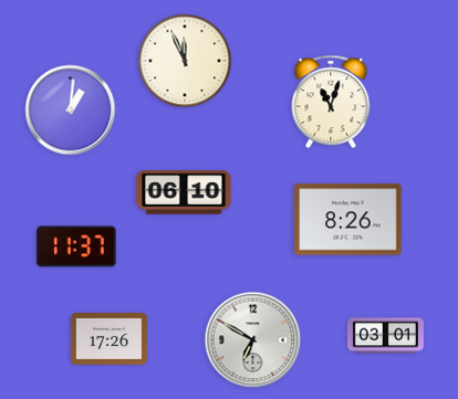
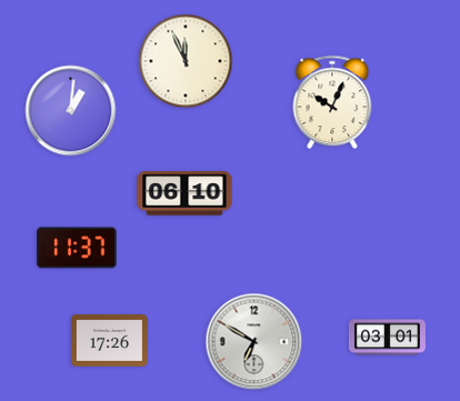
clock at (331, 102): 11:03 -> 10:04
clock at (348, 220): 8:26 -> none
